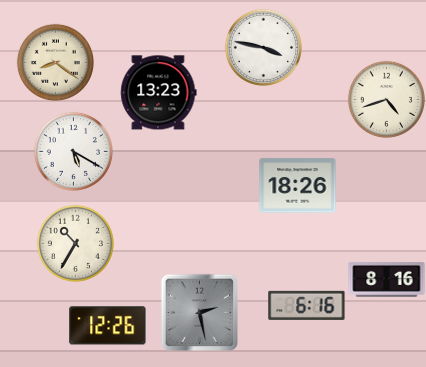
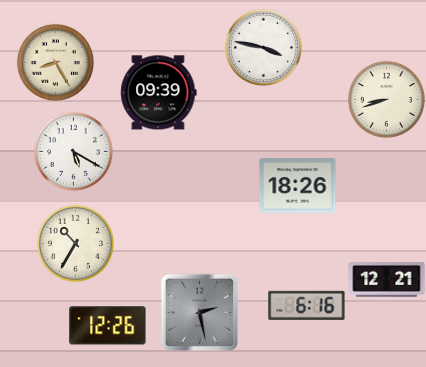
clock at (55, 62): 8:21 -> 8:25
clock at (159, 93): 13:23 -> 09:39
clock at (386, 99): 4:42 -> 8:42
clock at (387, 280): 8:16 -> 12:21
